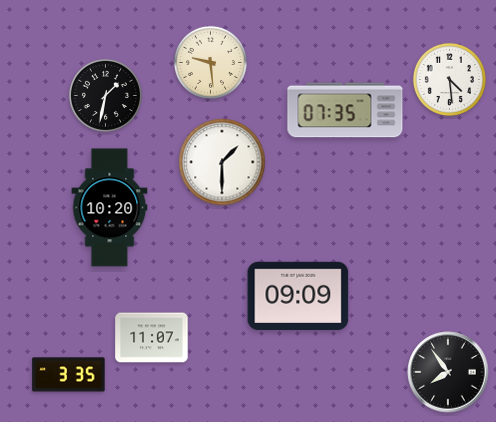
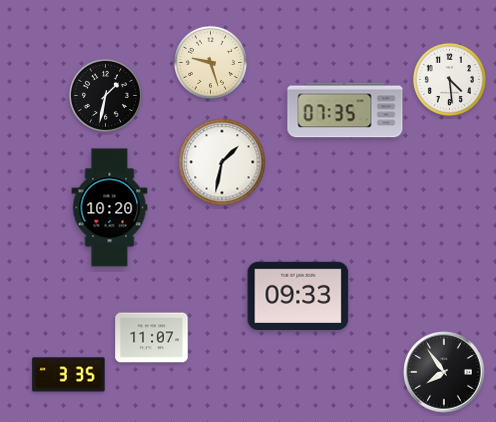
clock at (210, 62): 9:29 -> 9:27
clock at (222, 162): 1:30 -> 1:32
clock at (298, 295): 09:09 -> 09:33
clock at (448, 372) position: (448, 372) -> (444, 372)
